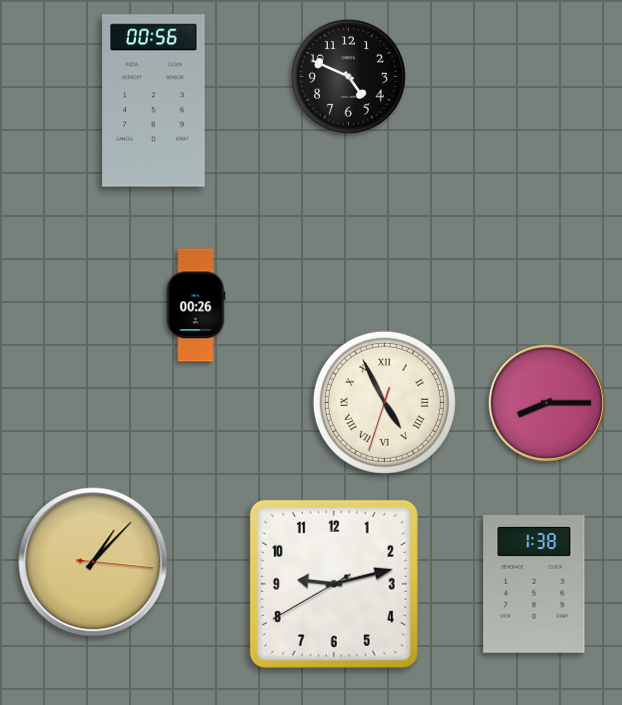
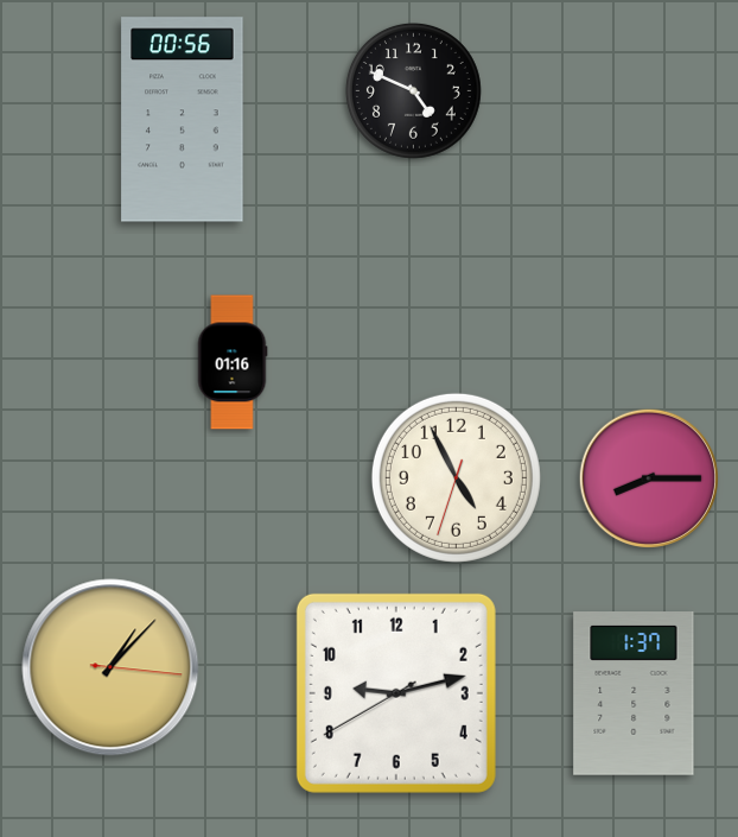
clock at (196, 305): 00:26 -> 01:16
clock at (384, 402) numerals: Roman -> Arabic
clock at (534, 585): 1:38 -> 1:37
